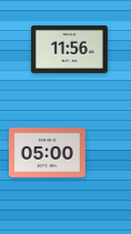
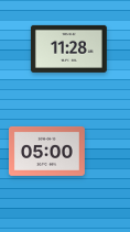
clock at (69, 49): 11:56 -> 11:28
